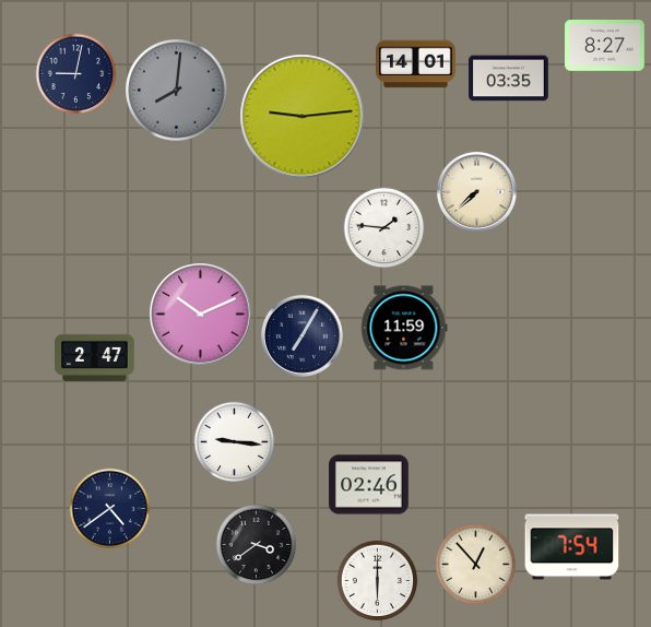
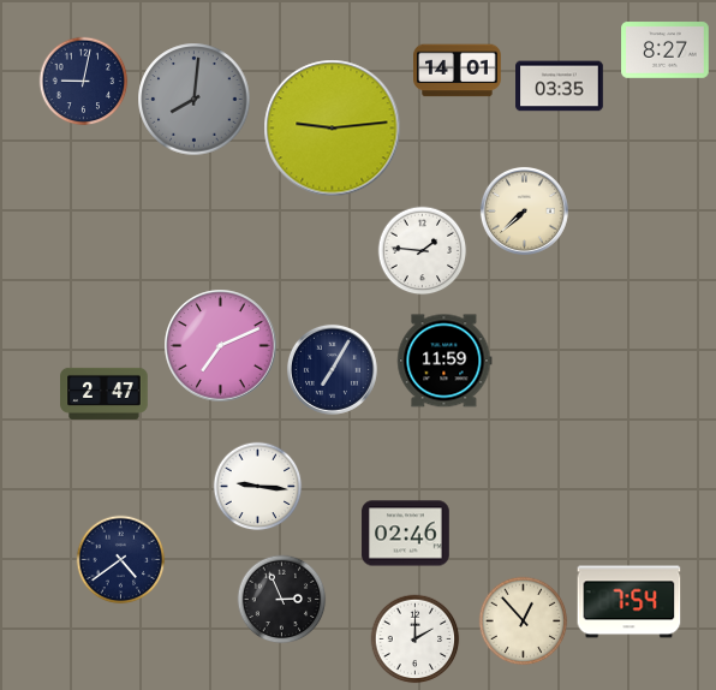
clock at (201, 315): 10:11 -> 7:11
clock at (257, 545): 3:39 -> 2:56
clock at (378, 581): 6:00 -> 2:00
